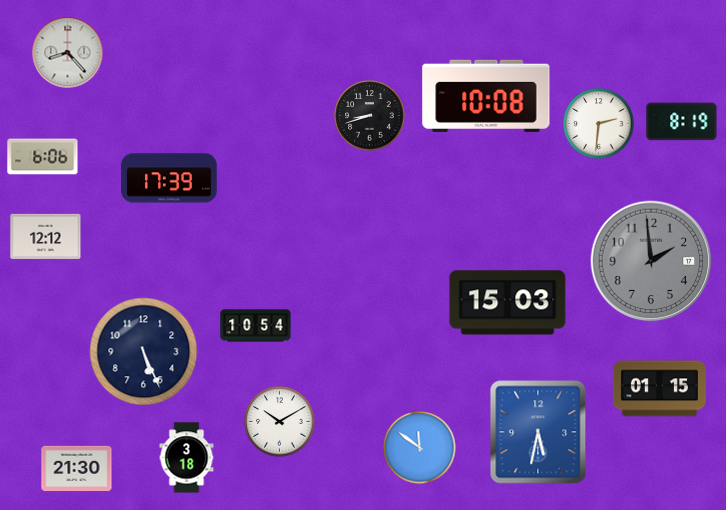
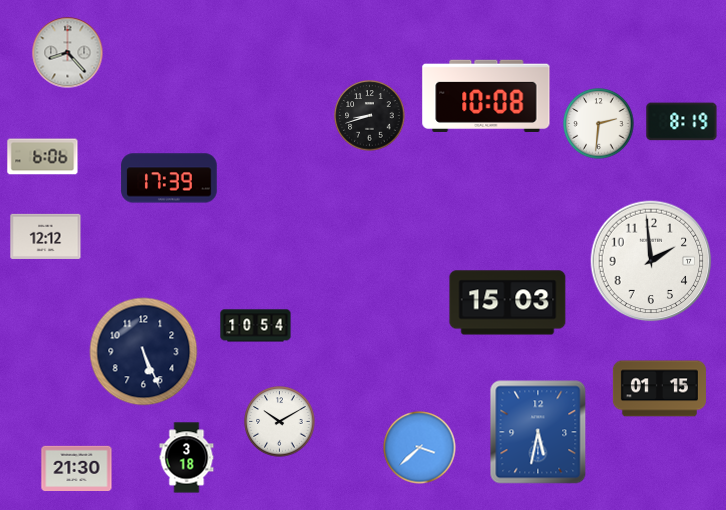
clock at (651, 261) dial: grey -> white
clock at (420, 448): 11:51 -> 3:38
